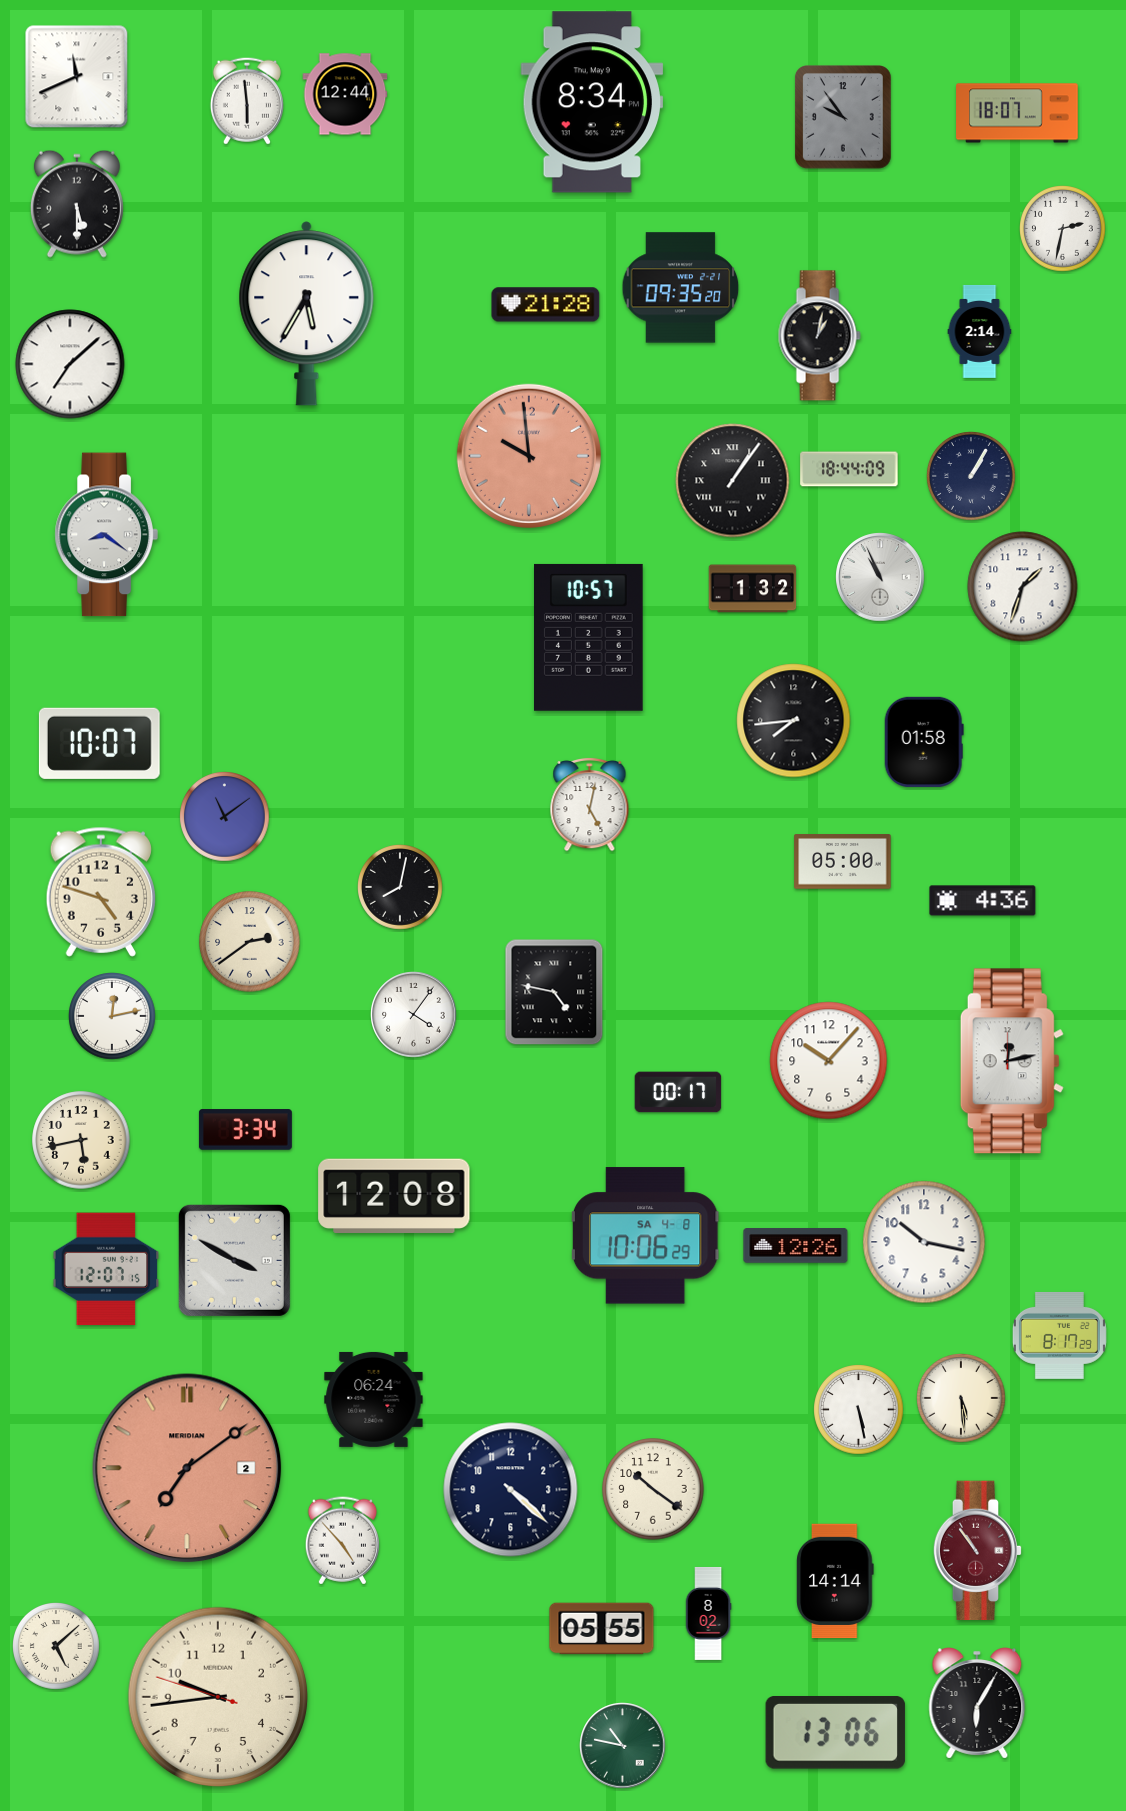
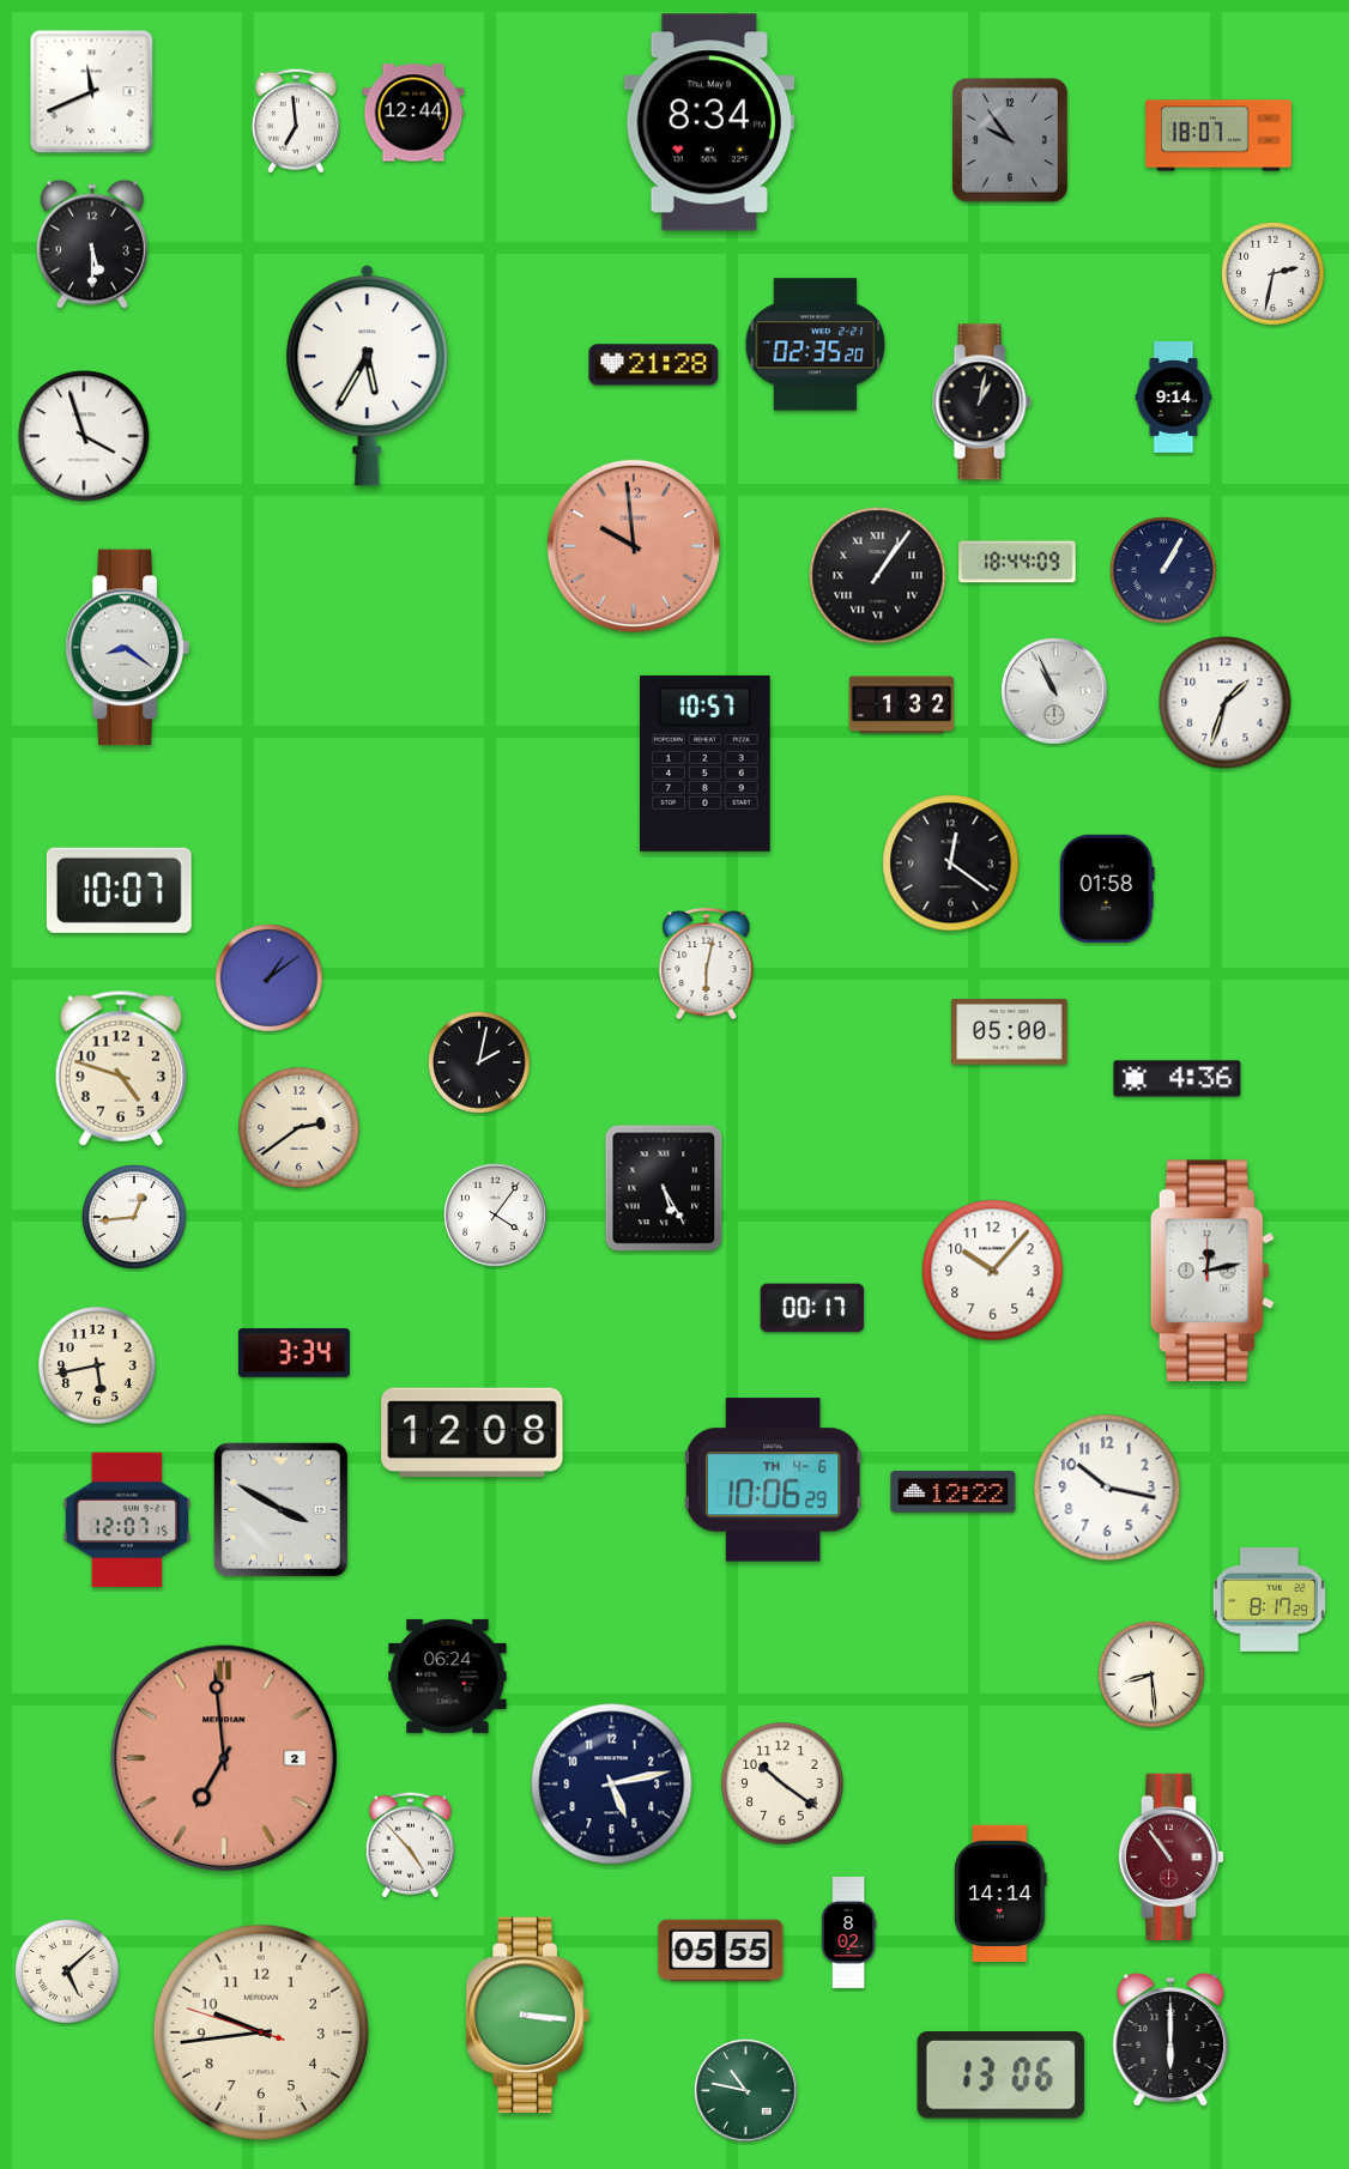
clock at (247, 101): 5:59 -> 6:59
clock at (681, 288): 09:35 -> 02:35
clock at (980, 331): 2:14 -> 9:14
clock at (70, 364): 7:08 -> 3:57
clock at (106, 535) position: (106, 535) -> (127, 648)
clock at (794, 721): 7:44 -> 12:21
clock at (590, 804): 5:02 -> 6:02
clock at (225, 817): 11:09 -> 1:09
clock at (401, 888): 8:02 -> 2:02
clock at (554, 992): 4:47 -> 5:25
clock at (112, 1016): 12:13 -> 12:44
clock at (646, 1236) date: SA 4-8 -> TH 4-6
clock at (796, 1246): 12:26 -> 12:22
clock at (961, 1398): 5:29 -> 8:29
clock at (859, 1410): 5:28 -> none
clock at (187, 1468): 7:09 -> 6:59
clock at (511, 1490): 4:22 -> 5:13
clock at (527, 2016): none -> 3:16
clock at (977, 1703): 6:05 -> 6:00
